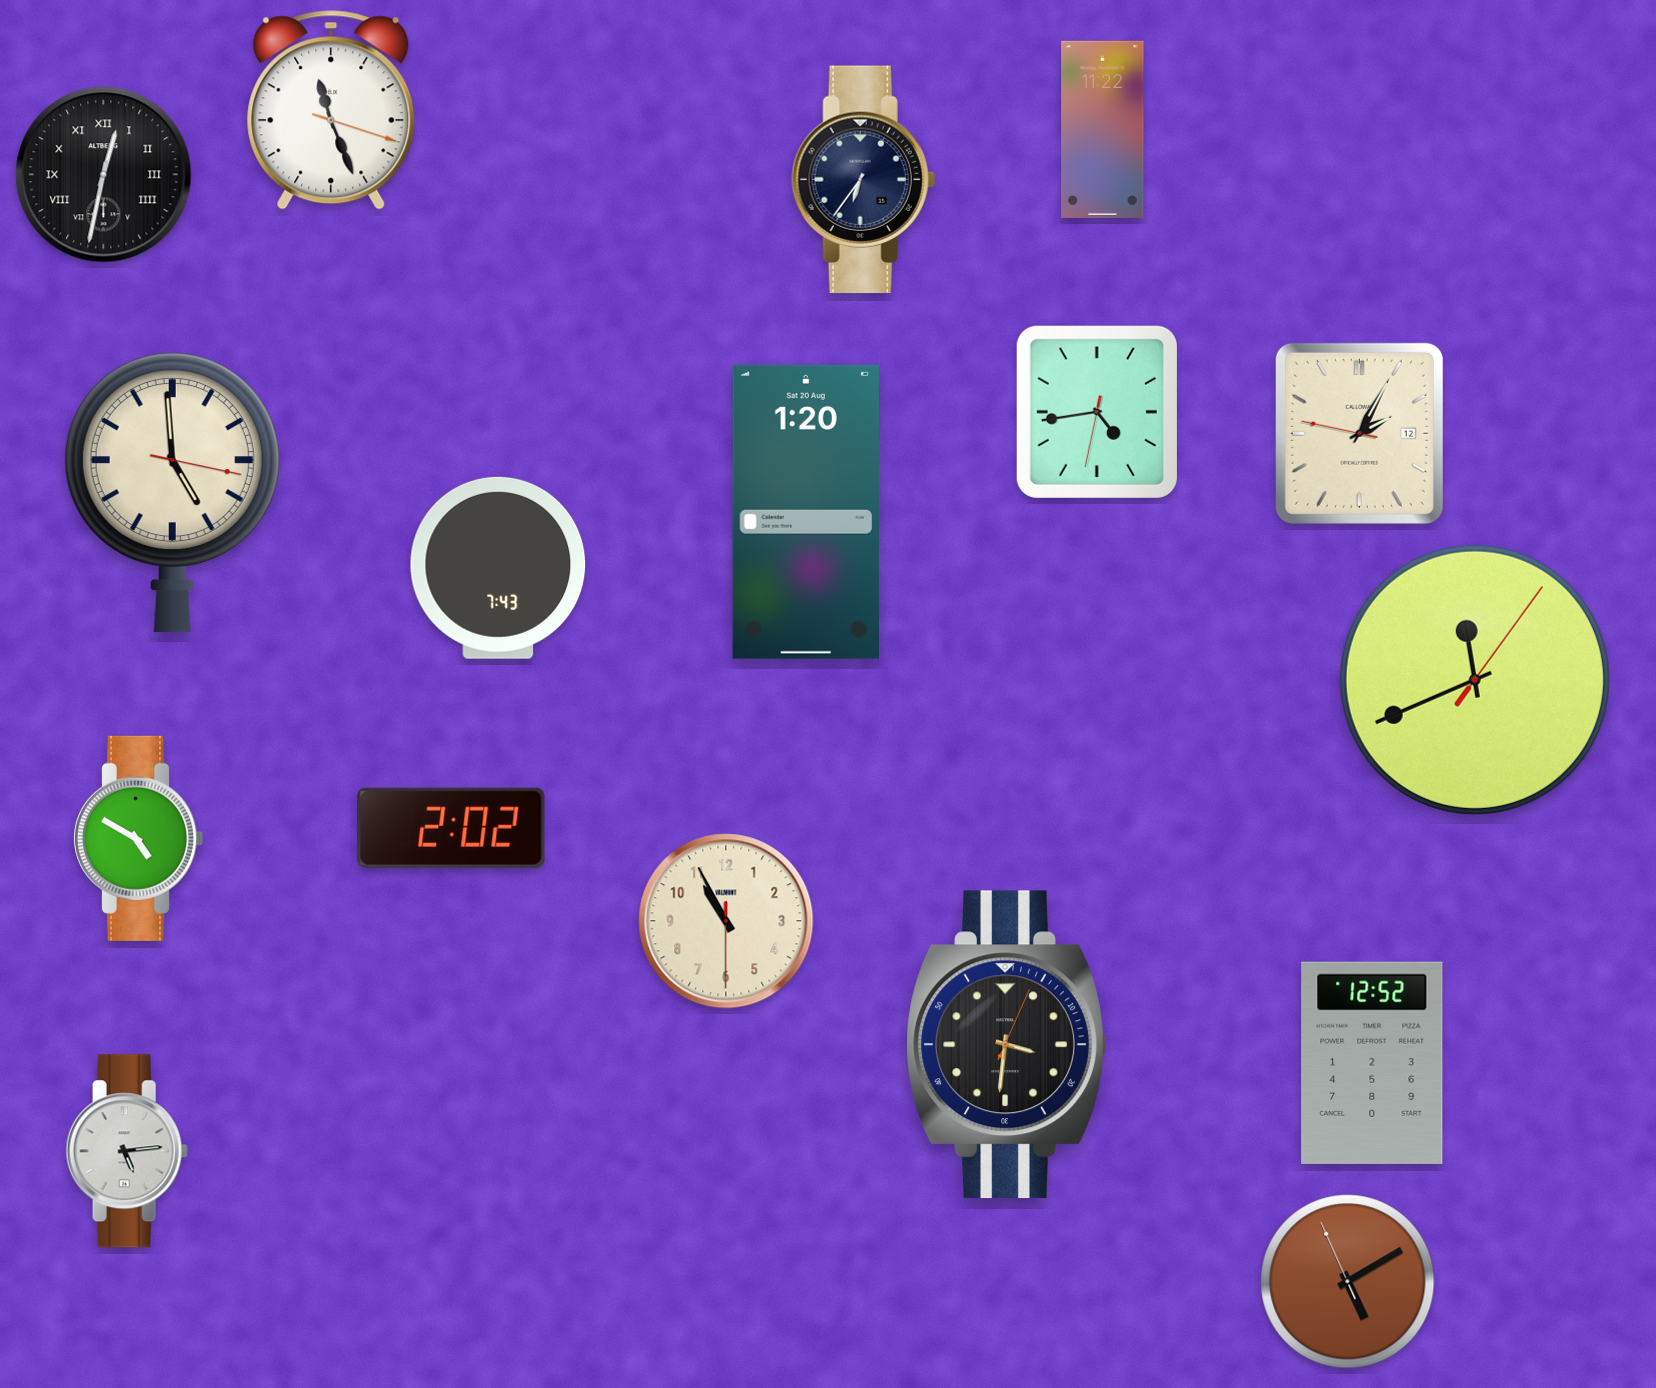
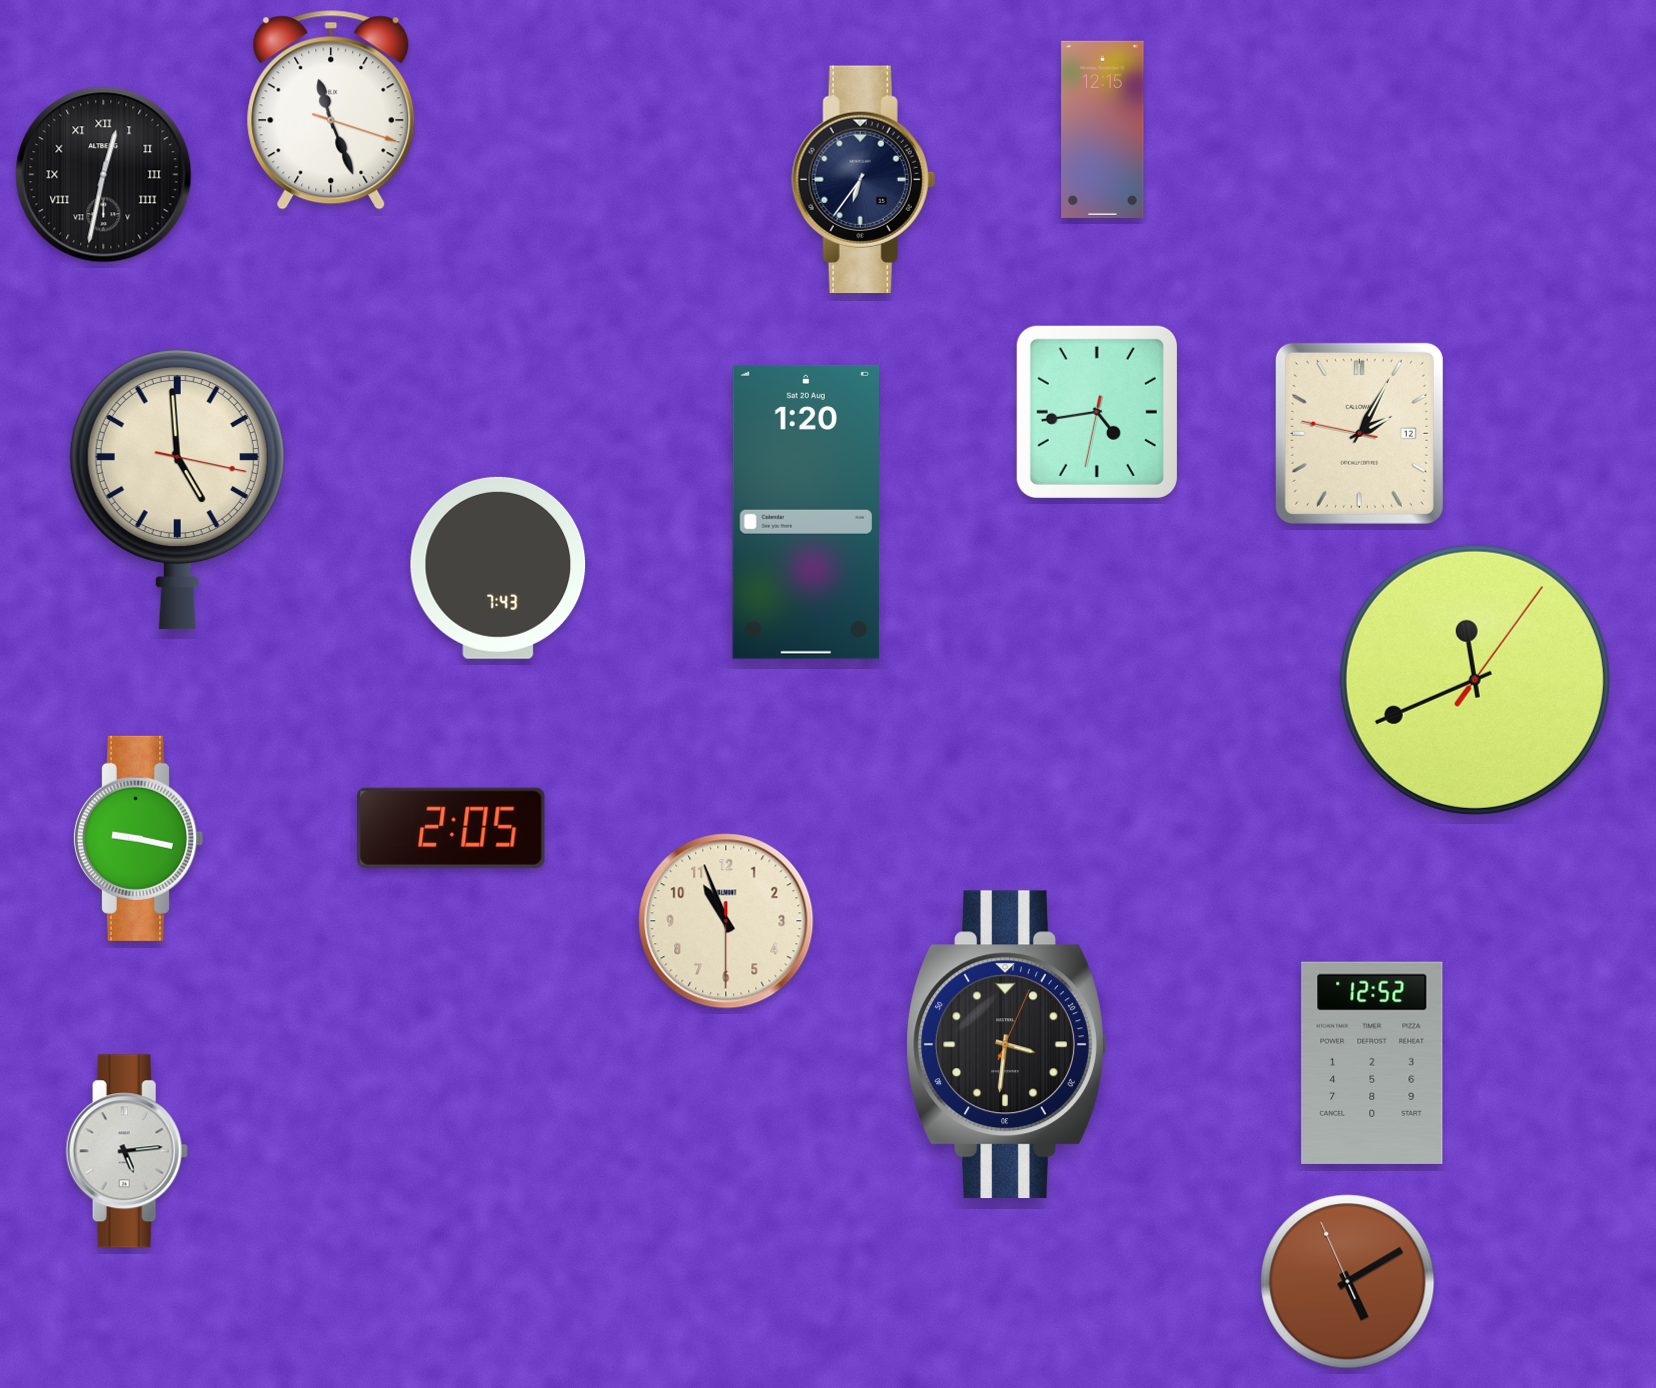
clock at (1103, 129): 11:22 -> 12:15
clock at (172, 492) position: (172, 492) -> (177, 489)
clock at (451, 828): 2:02 -> 2:05
clock at (138, 838): 4:50 -> 9:17
clock at (726, 921): 10:55 -> 10:56
